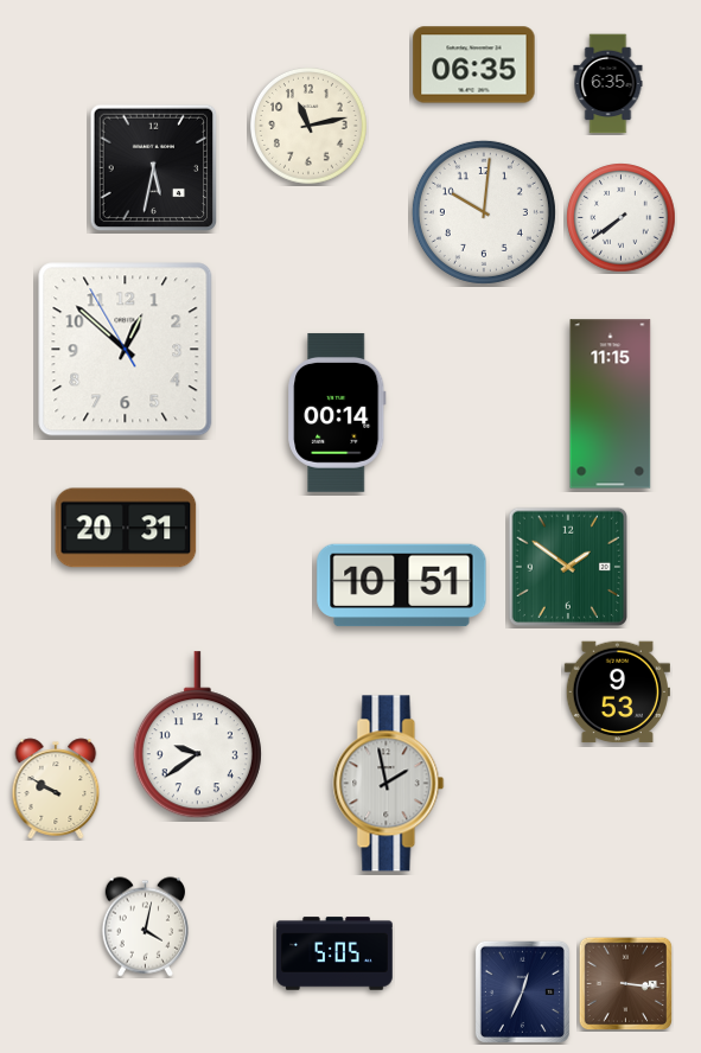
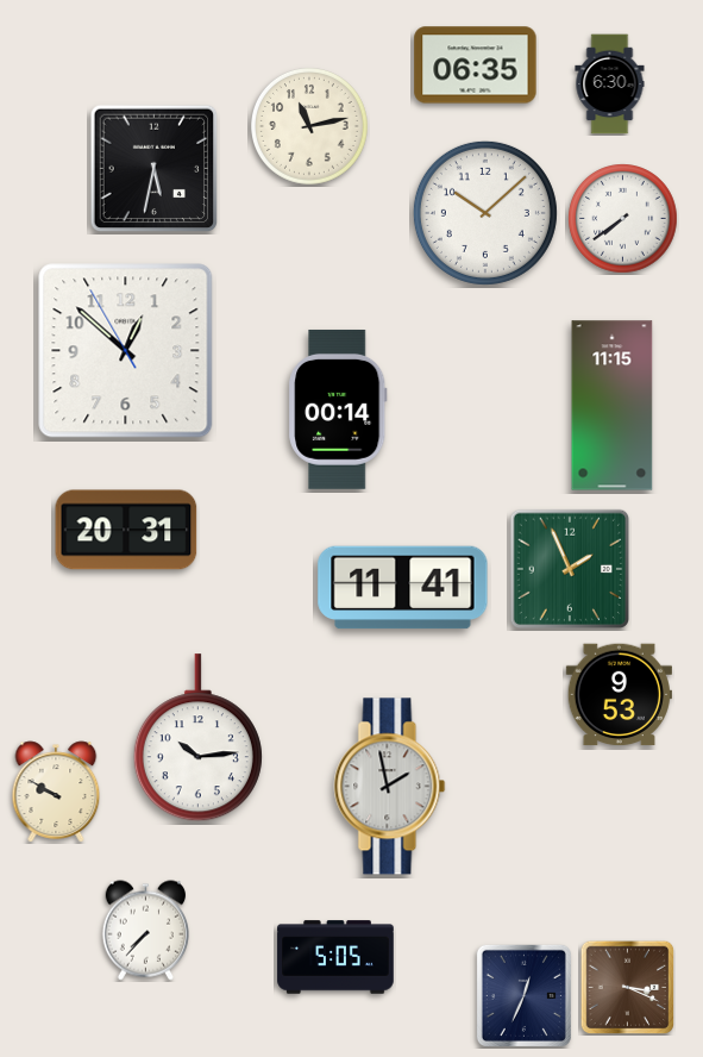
clock at (608, 84): 6:35 -> 6:30
clock at (484, 212): 10:01 -> 10:08
clock at (337, 413) position: (337, 413) -> (338, 409)
clock at (567, 566): 1:51 -> 1:56
clock at (402, 586): 10:51 -> 11:41
clock at (197, 735): 9:39 -> 10:14
clock at (145, 927): 4:02 -> 7:37
clock at (625, 983): 3:16 -> 3:19
